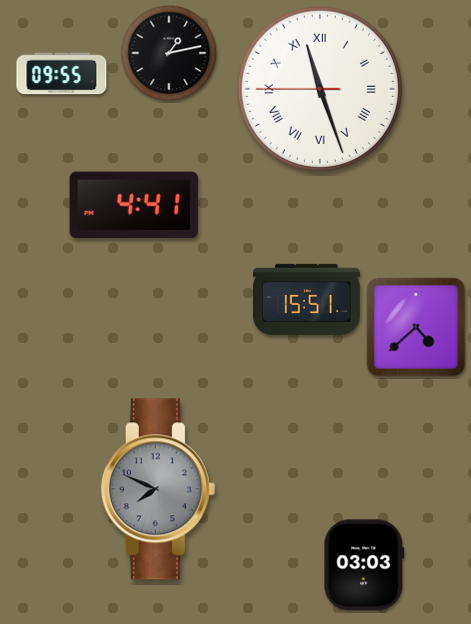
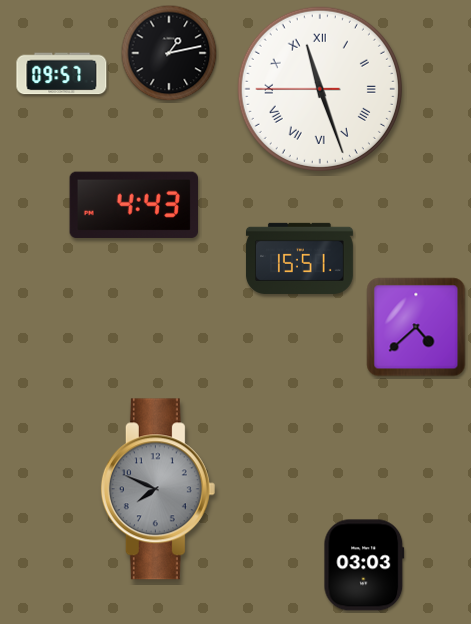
clock at (62, 74): 09:55 -> 09:57
clock at (133, 205): 4:41 -> 4:43
clock at (306, 299) position: (306, 299) -> (299, 258)
